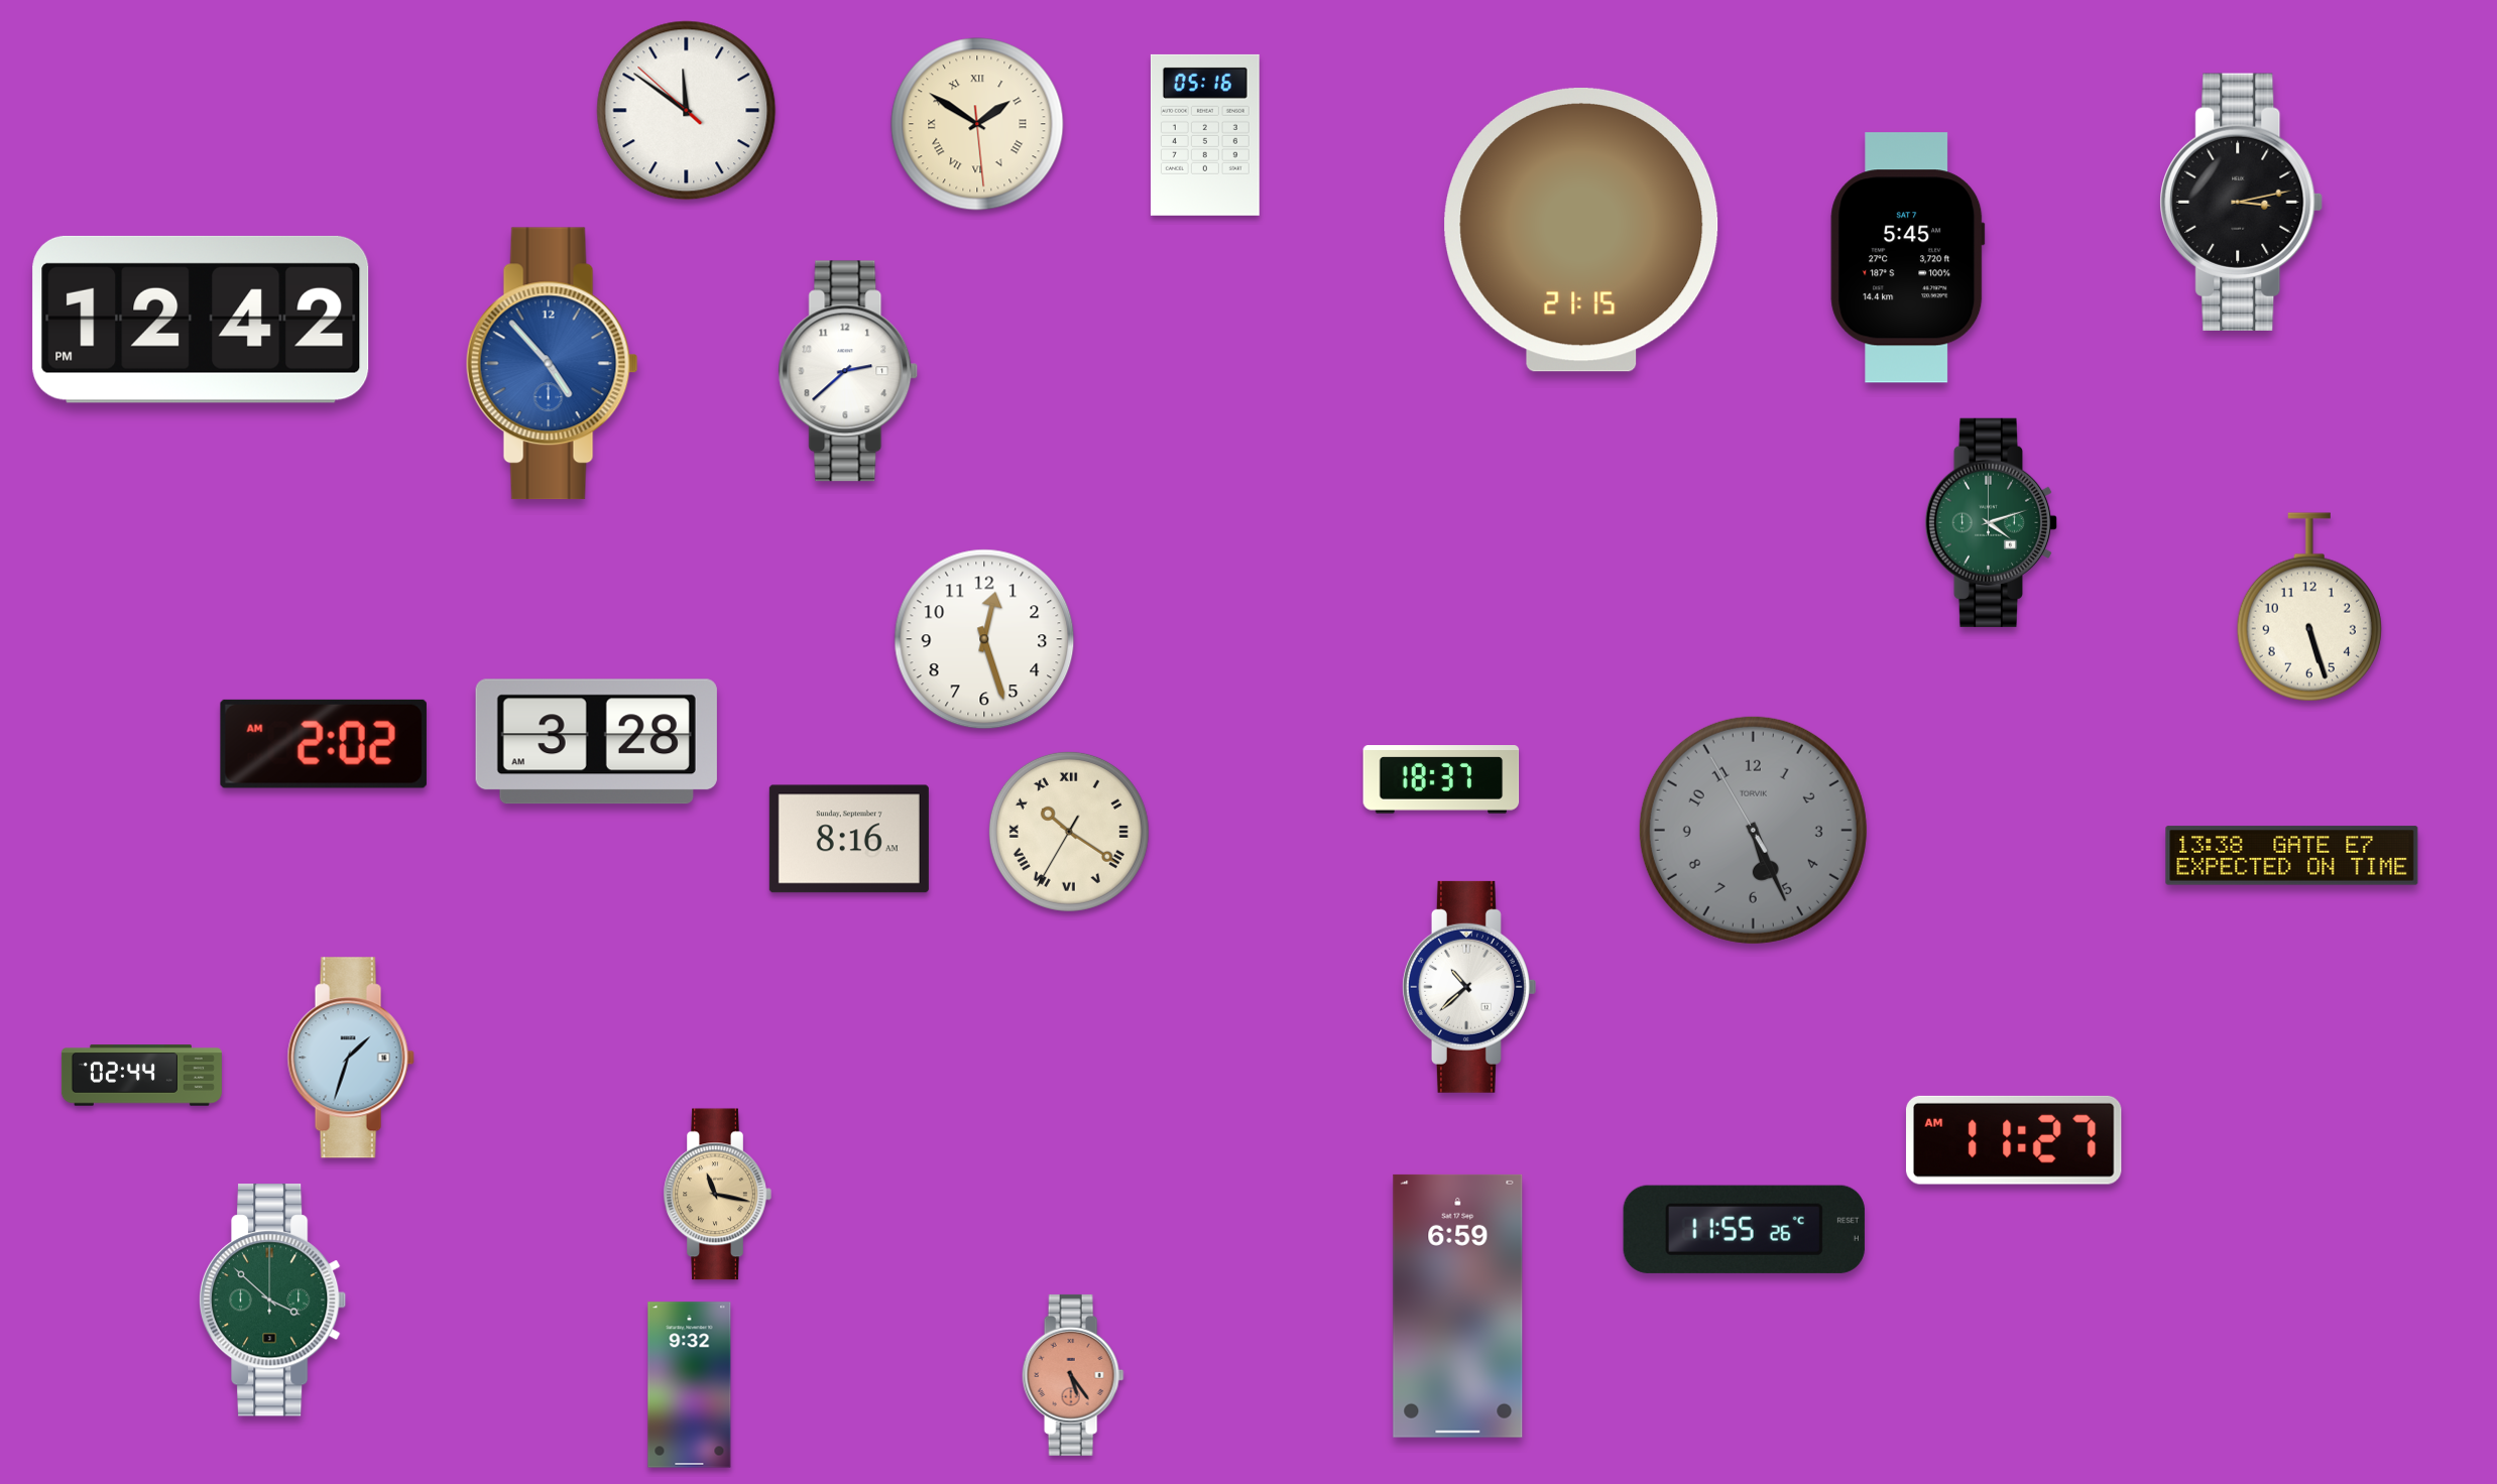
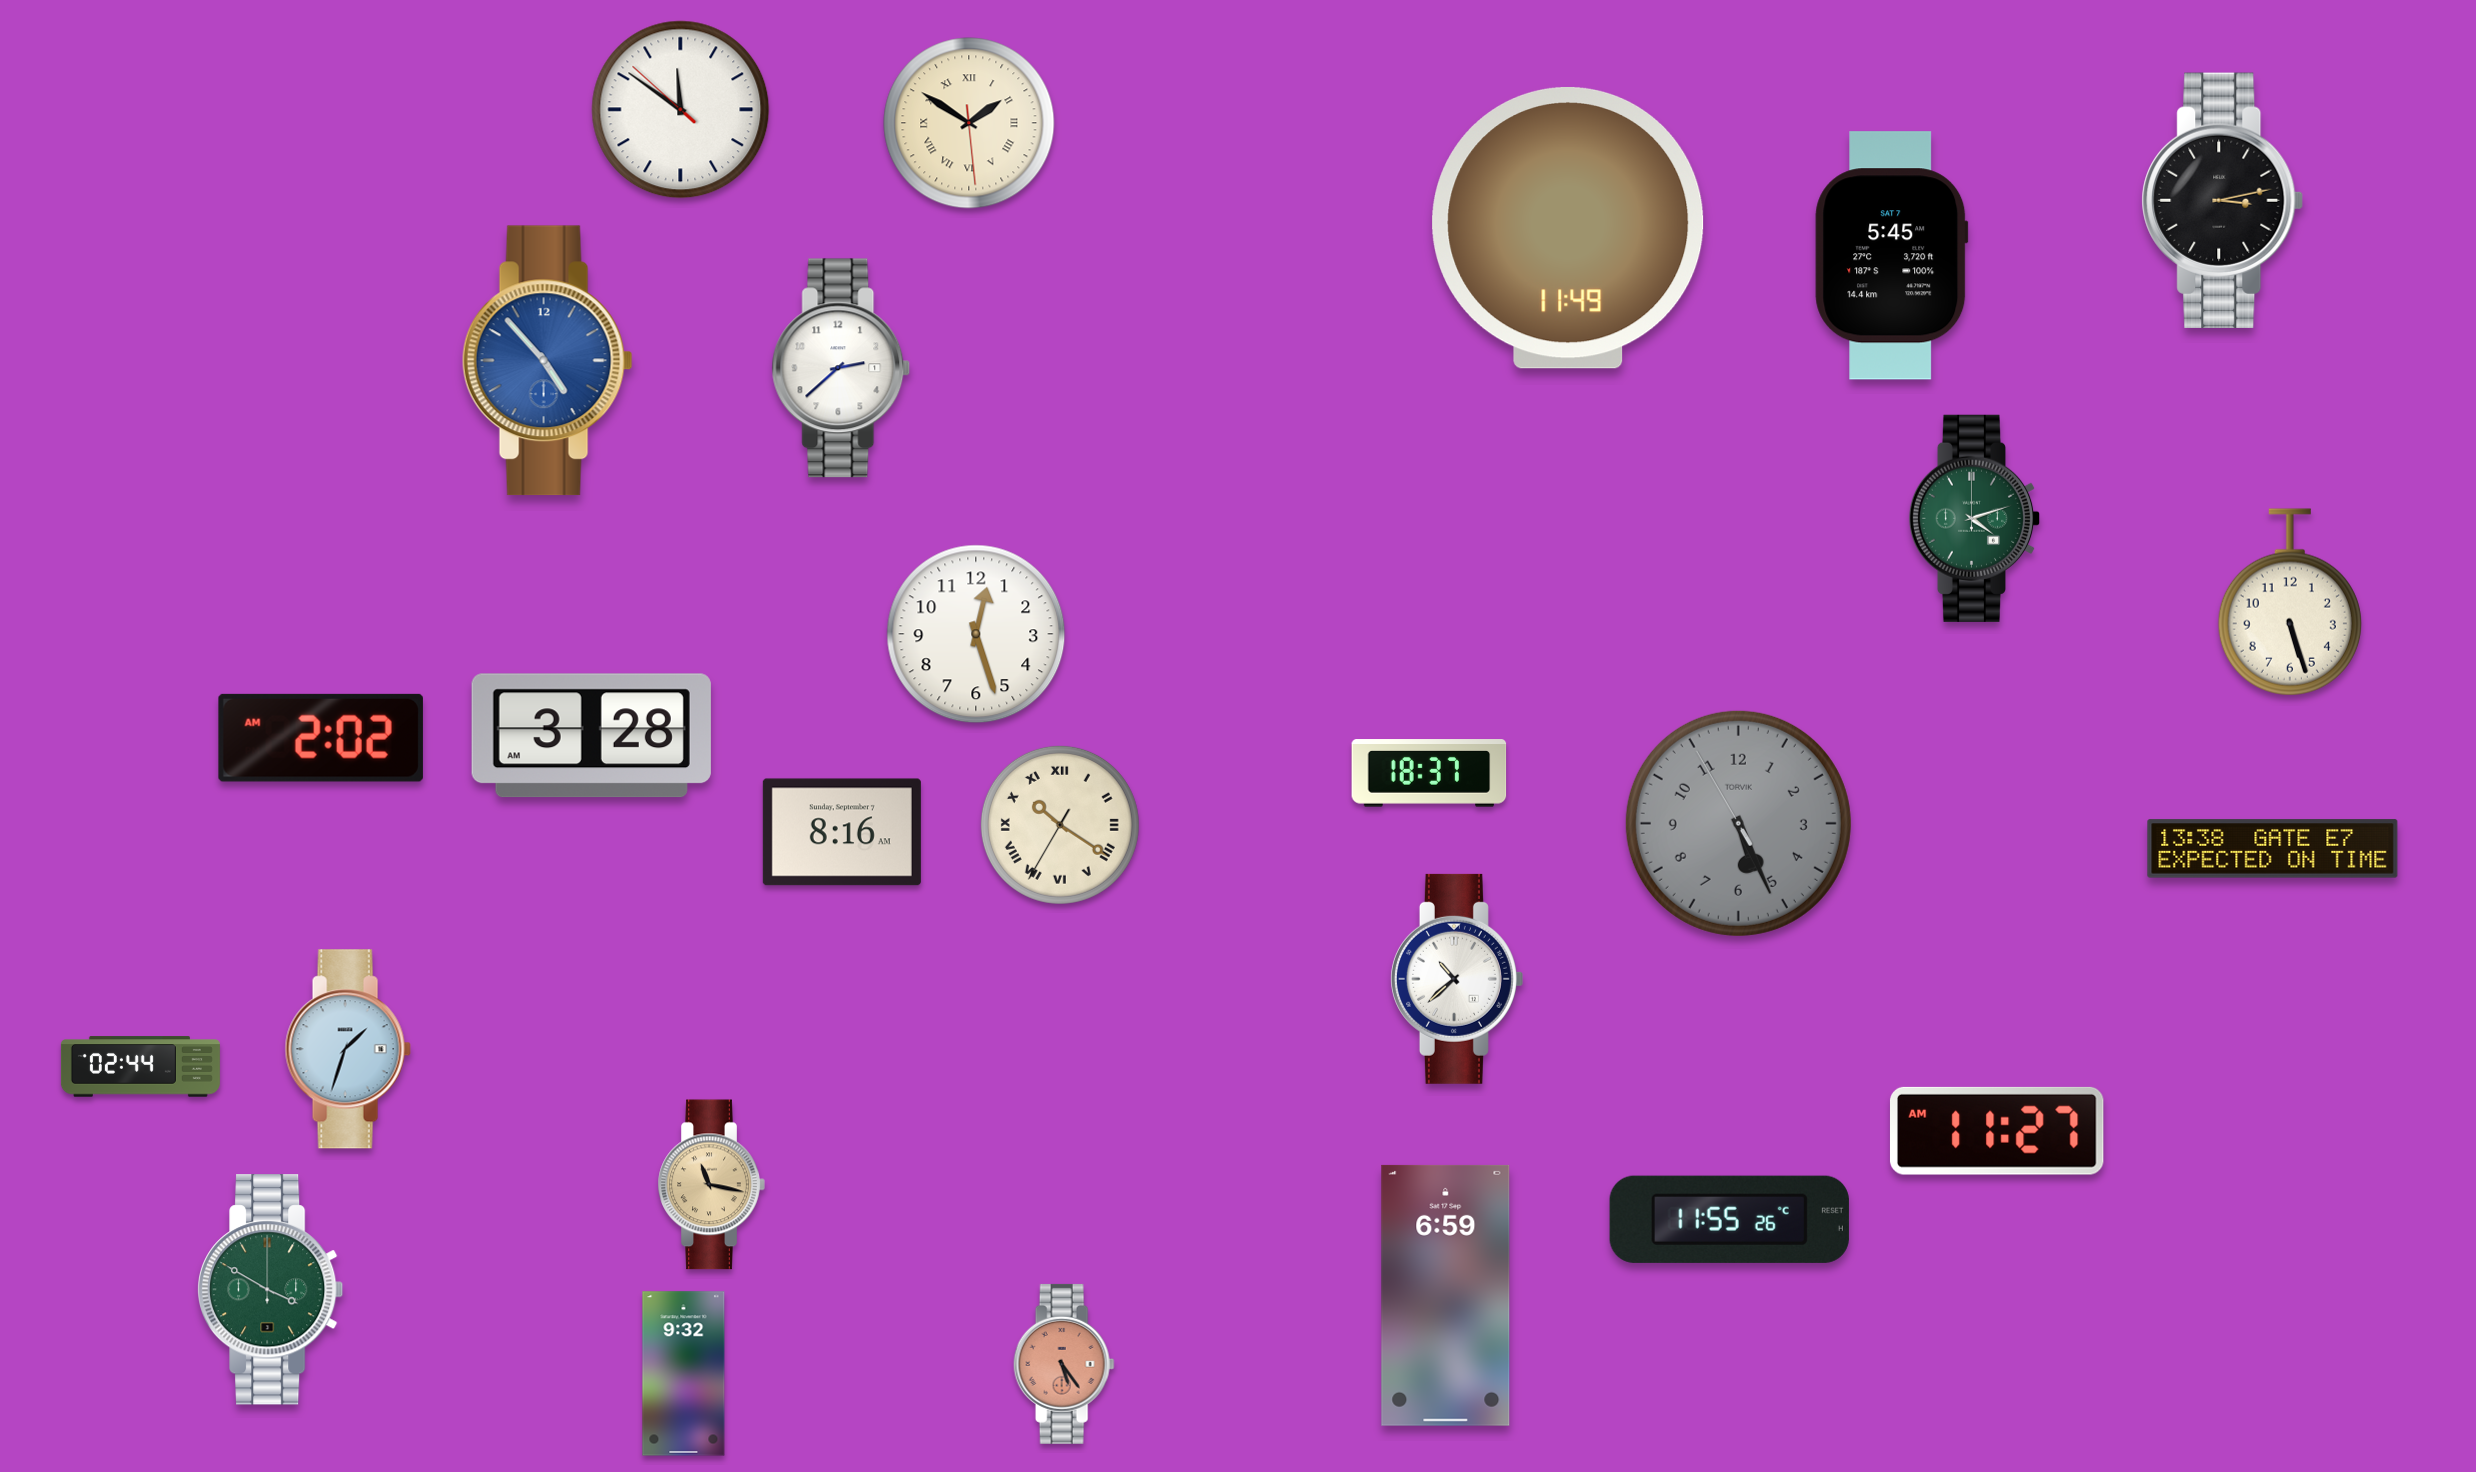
clock at (1205, 135): 05:16 -> none
clock at (1581, 230): 21:15 -> 11:49
clock at (201, 320): 12:42 -> none
clock at (273, 1301): 3:52 -> 3:50
